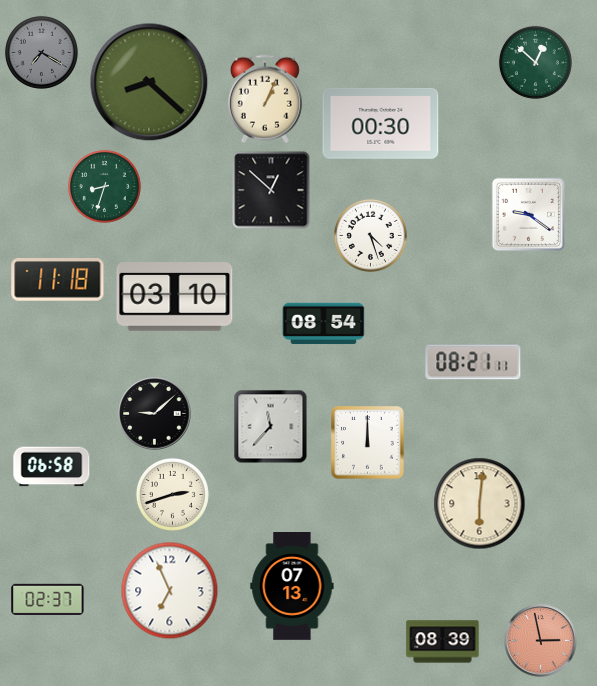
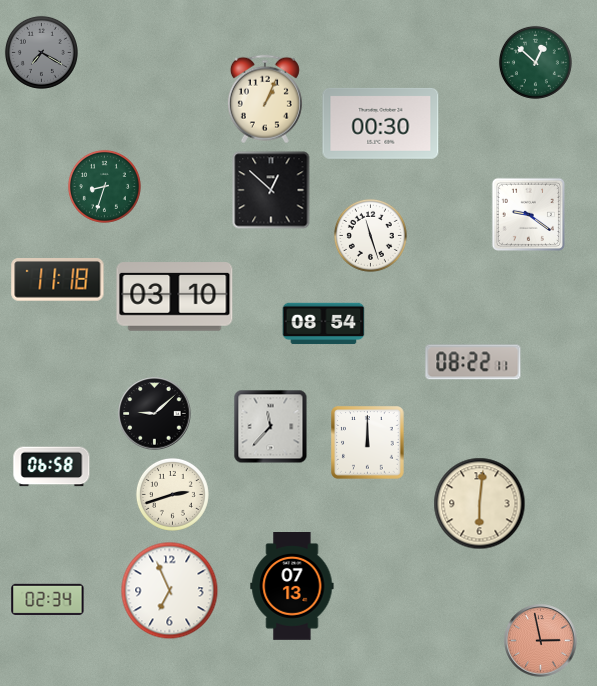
clock at (149, 82): 8:22 -> none
clock at (370, 235): 4:27 -> 11:27
clock at (473, 362): 08:21 -> 08:22
clock at (48, 599): 02:37 -> 02:34
clock at (443, 642): 08:39 -> none
